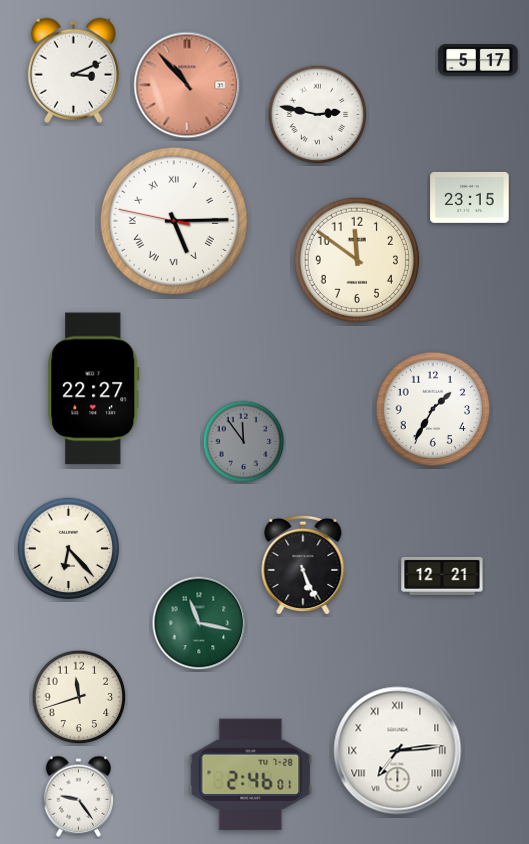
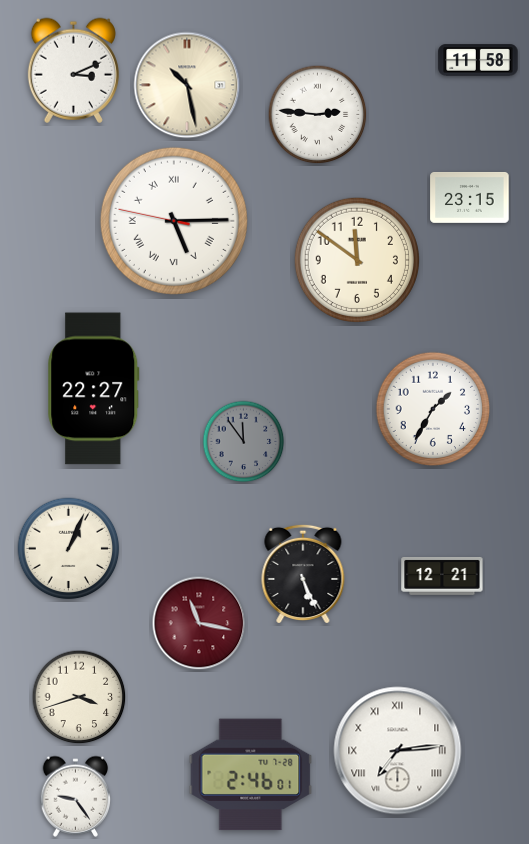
clock at (478, 60): 5:17 -> 11:58
clock at (187, 85): 10:53 -> 10:28
clock at (187, 85) dial: salmon -> cream
clock at (318, 115): 2:47 -> 2:46
clock at (69, 549): 6:23 -> 1:04
clock at (303, 564) position: (303, 564) -> (303, 573)
clock at (199, 623) dial: green -> burgundy
clock at (79, 697): 11:42 -> 3:42
clock at (79, 796) position: (79, 796) -> (76, 796)
